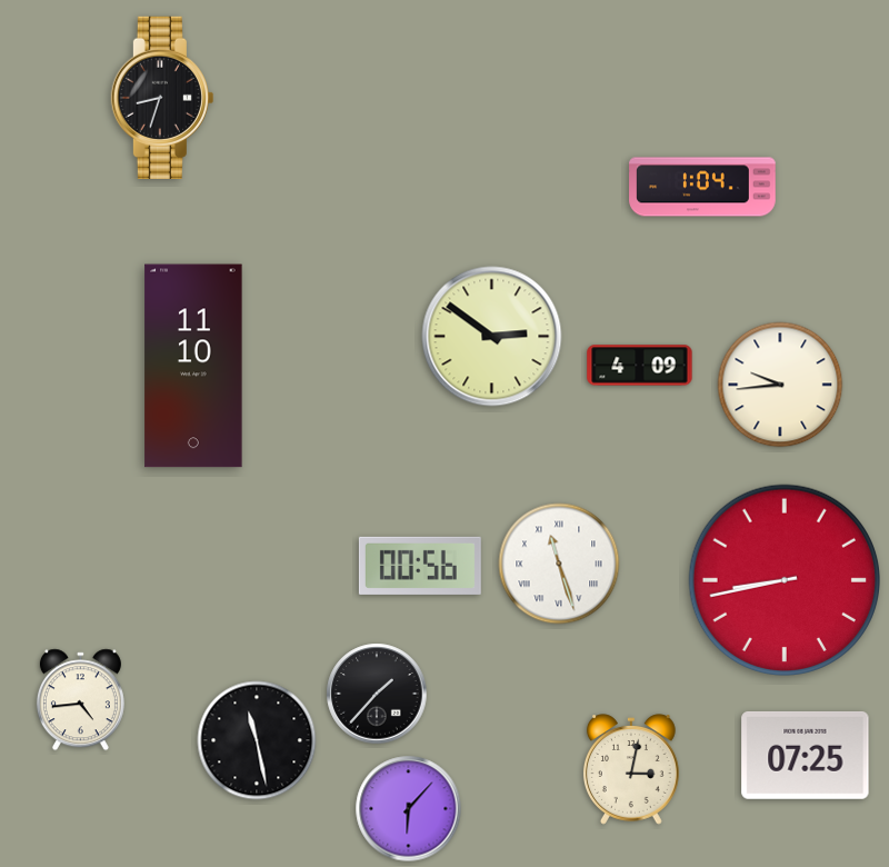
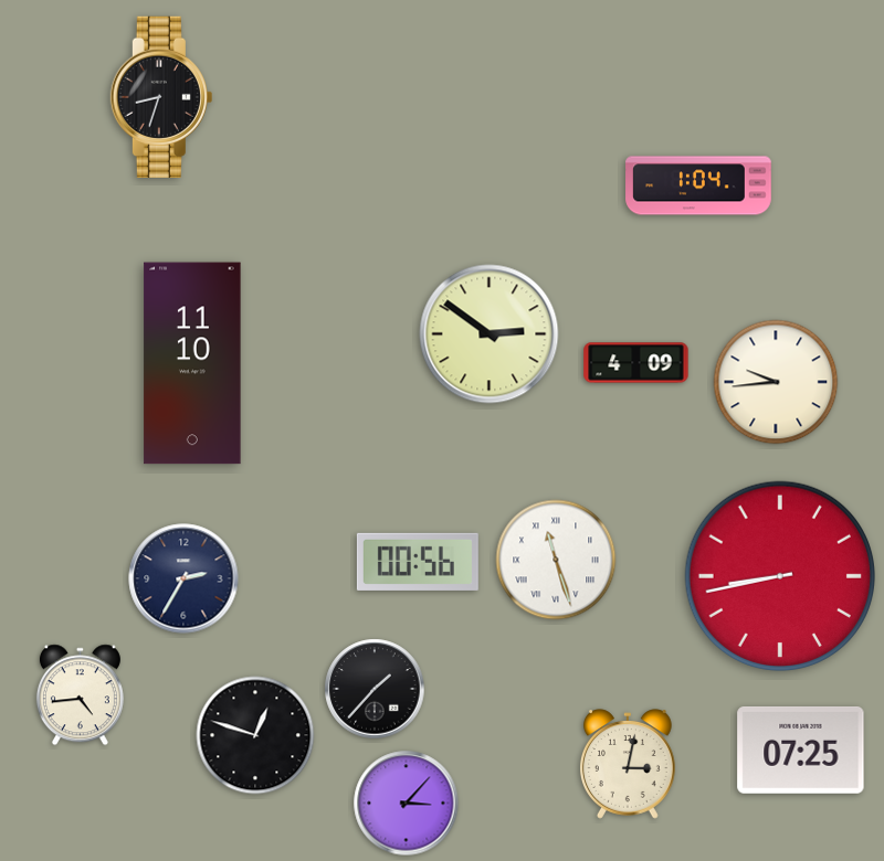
clock at (183, 578): none -> 2:35
clock at (257, 740): 11:28 -> 12:48
clock at (409, 809): 6:07 -> 3:07
